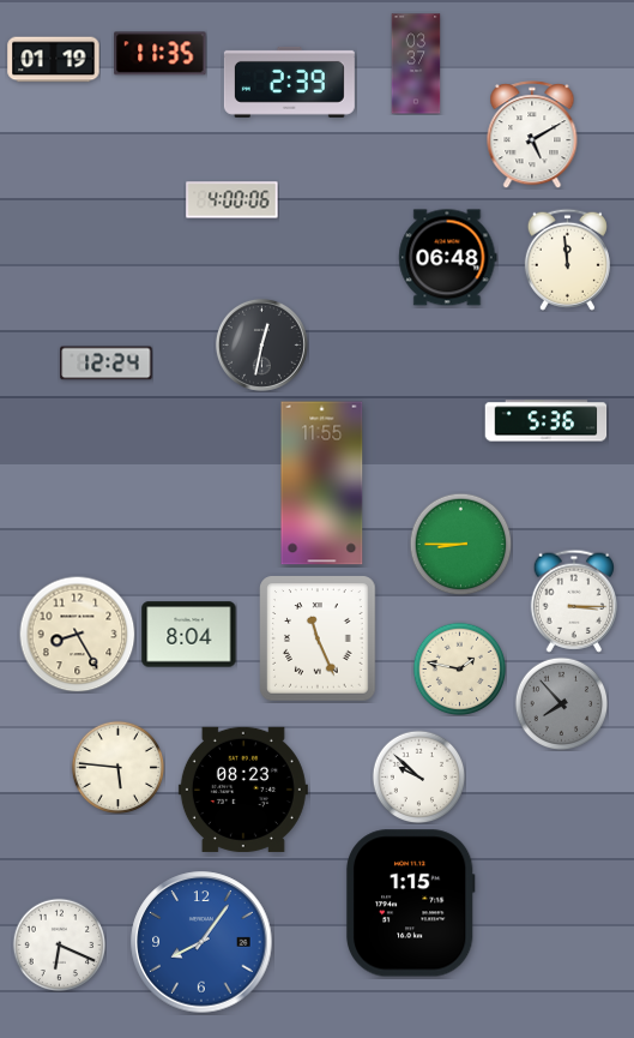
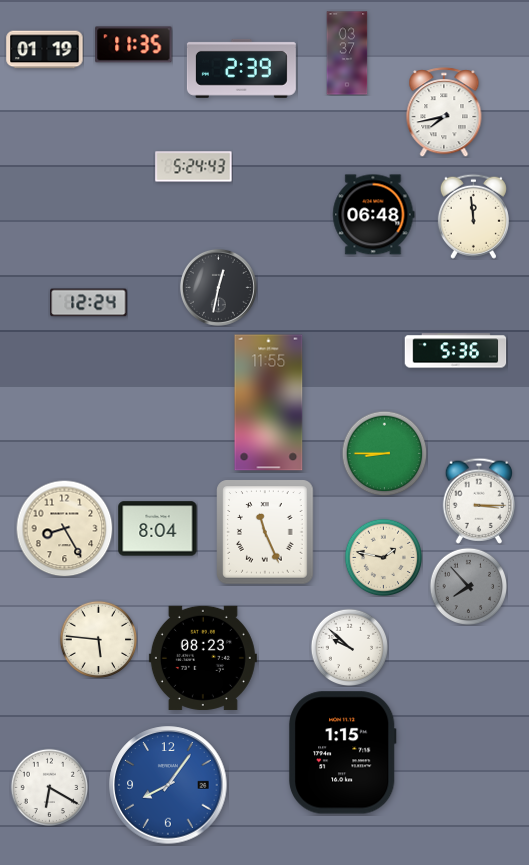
clock at (532, 134): 5:10 -> 7:43
clock at (233, 200): 4:00 -> 5:24
clock at (59, 944): 6:19 -> 6:20
